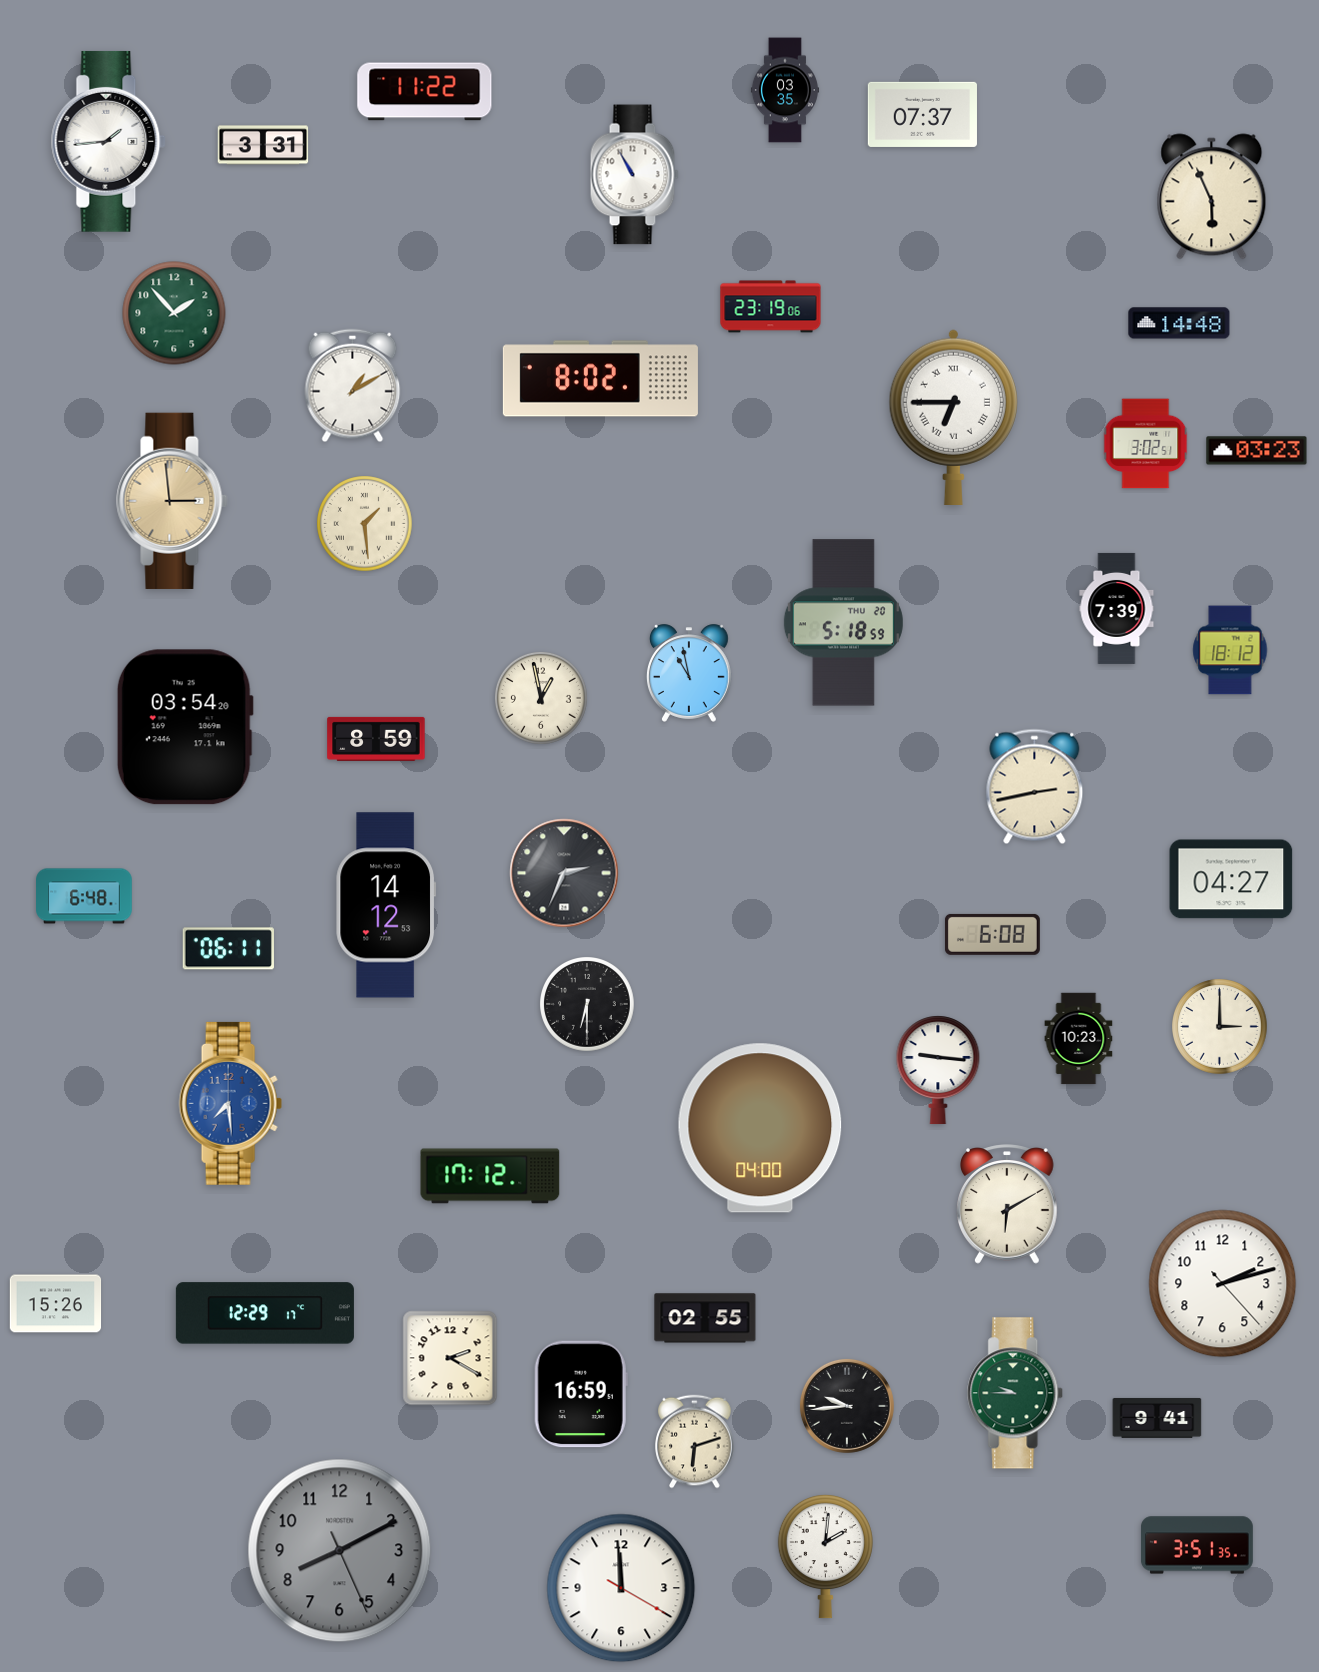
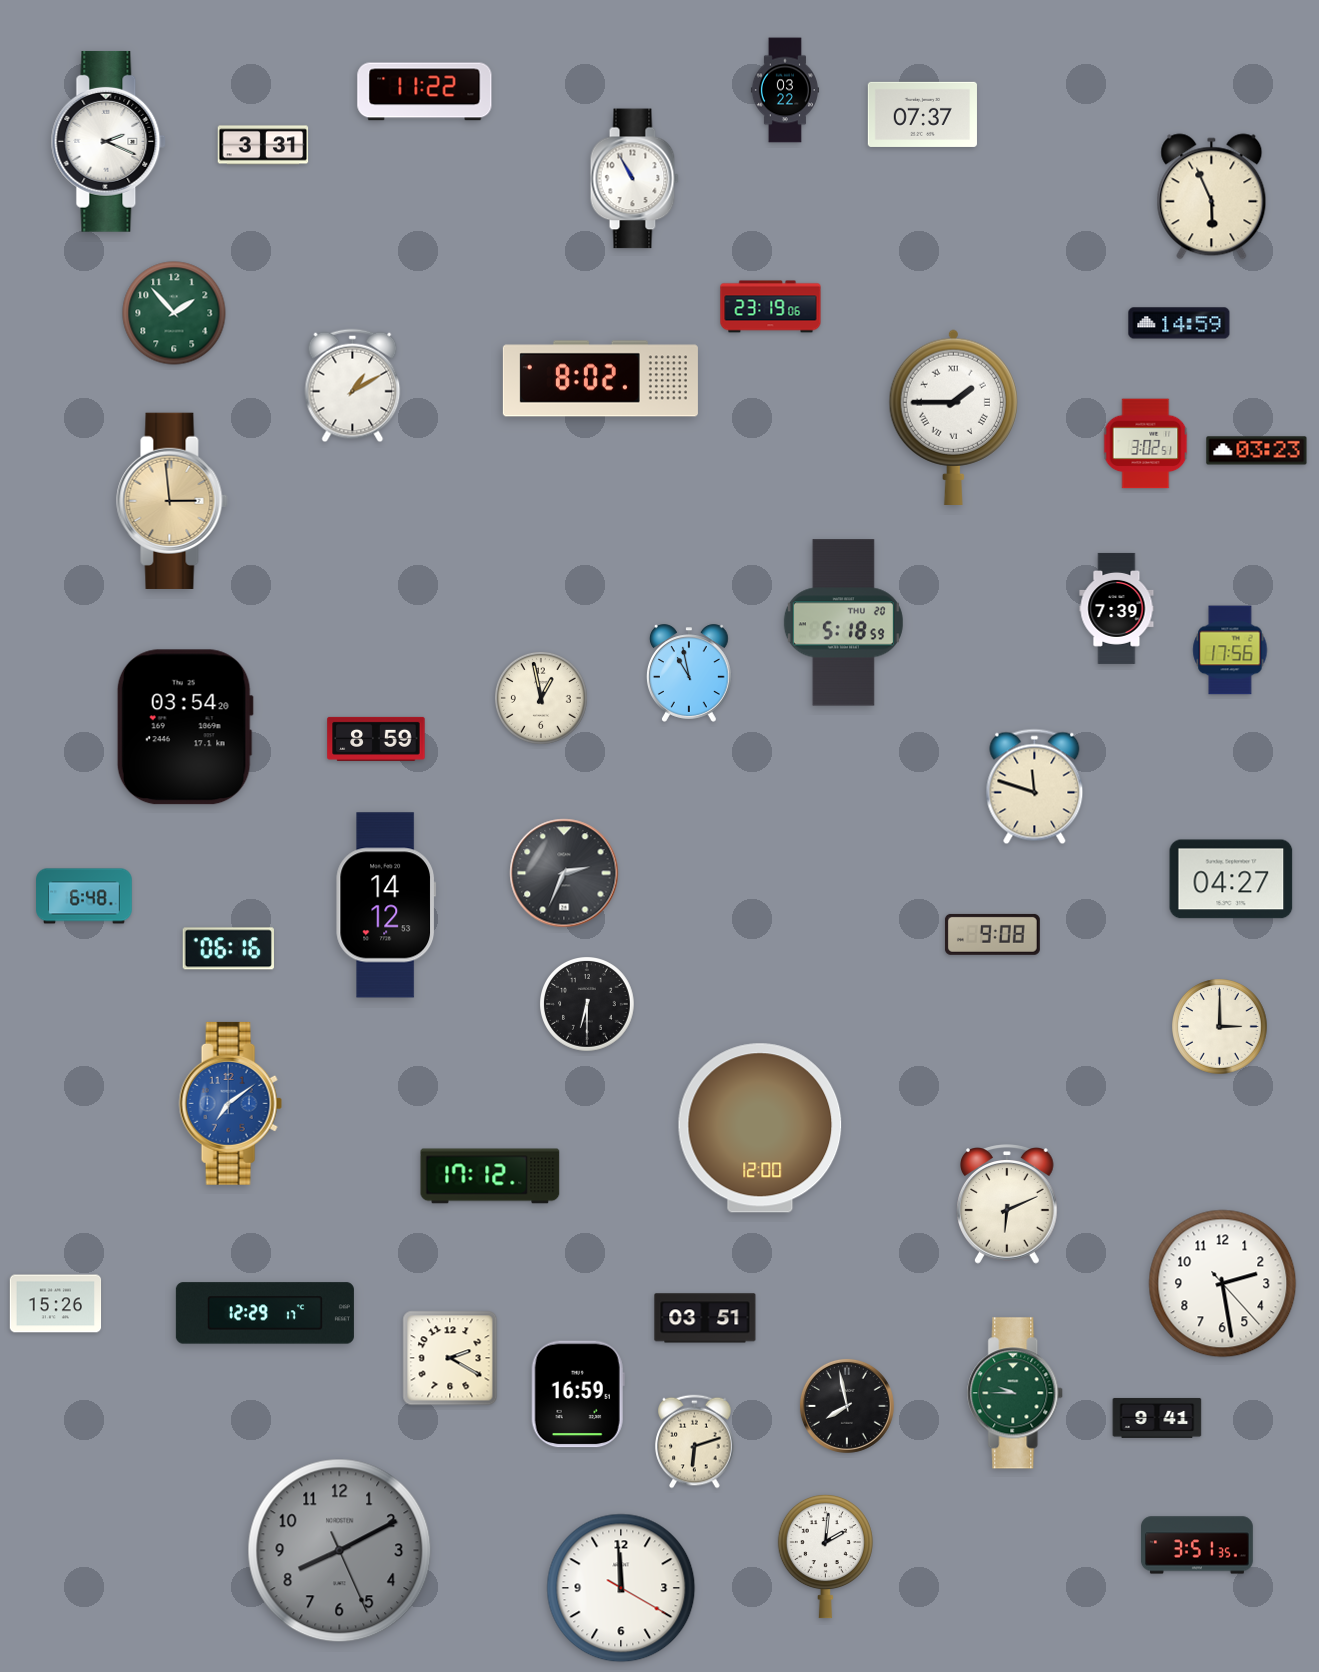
clock at (785, 90): 03:35 -> 03:22
clock at (109, 141): 1:44 -> 2:19
clock at (634, 175) position: (634, 175) -> (634, 179)
clock at (1179, 323): 14:48 -> 14:59
clock at (953, 417): 6:45 -> 1:45
clock at (365, 524): 1:29 -> none
clock at (1230, 650): 18:12 -> 17:56
clock at (1035, 787): 2:43 -> 11:48
clock at (992, 934): 6:08 -> 9:08
clock at (228, 949): 06:11 -> 06:16
clock at (1079, 1039): 10:23 -> none
clock at (938, 1070): 9:16 -> none
clock at (230, 1103): 7:29 -> 7:09
clock at (760, 1128): 04:00 -> 12:00
clock at (1008, 1204): 6:10 -> 6:11
clock at (1223, 1284): 2:12 -> 2:28
clock at (705, 1318): 02:55 -> 03:51
clock at (581, 1394) position: (581, 1394) -> (578, 1394)
clock at (847, 1406): 9:44 -> 7:58
